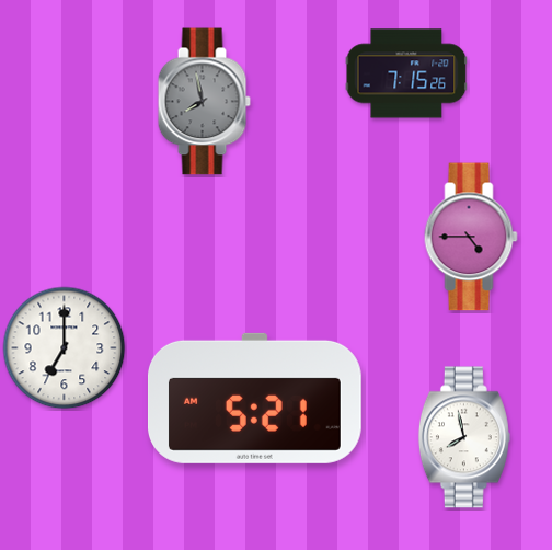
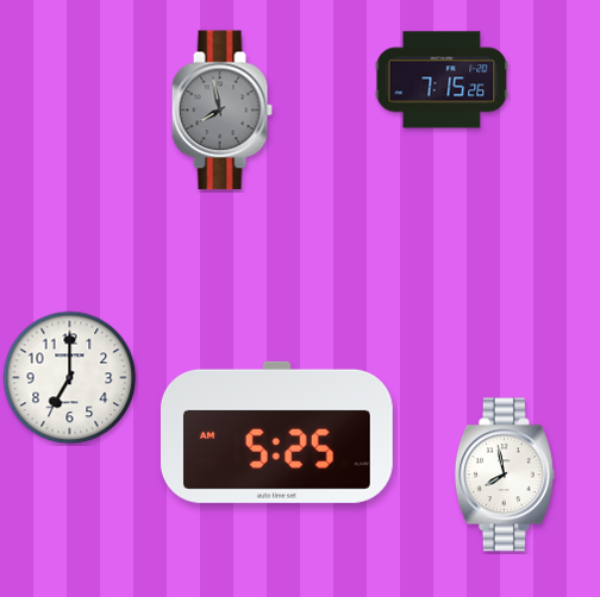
clock at (471, 237): 4:45 -> none
clock at (254, 398): 5:21 -> 5:25
